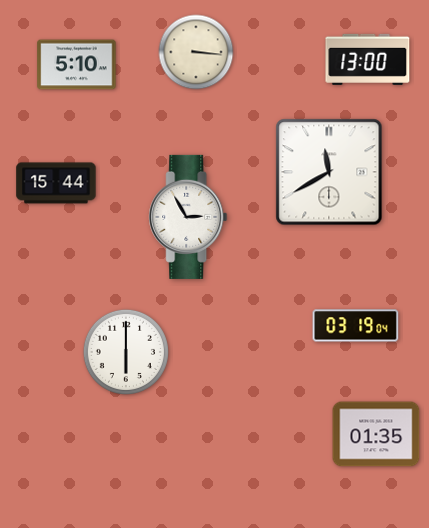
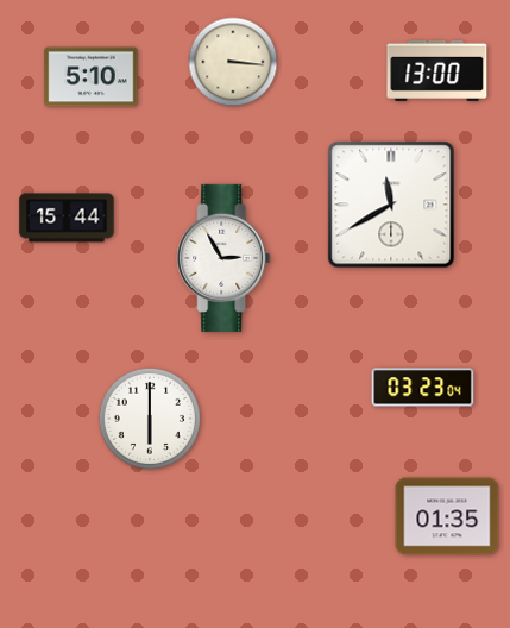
clock at (356, 326): 03:19 -> 03:23
